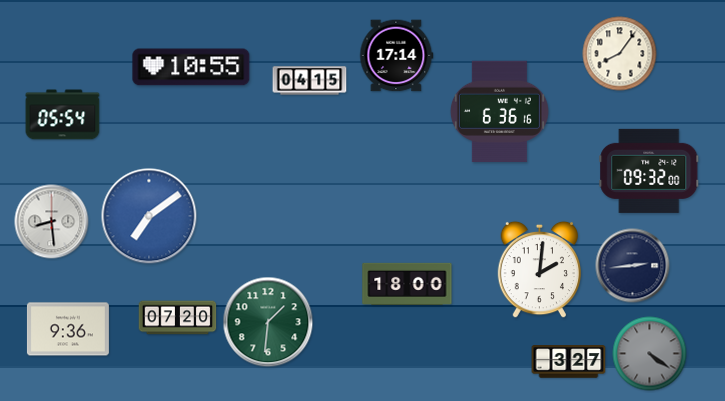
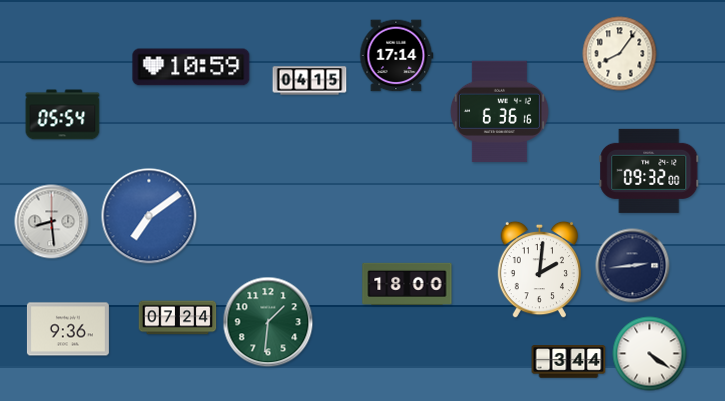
clock at (191, 67): 10:55 -> 10:59
clock at (178, 318): 07:20 -> 07:24
clock at (650, 354) dial: grey -> white
clock at (569, 362): 3:27 -> 3:44
